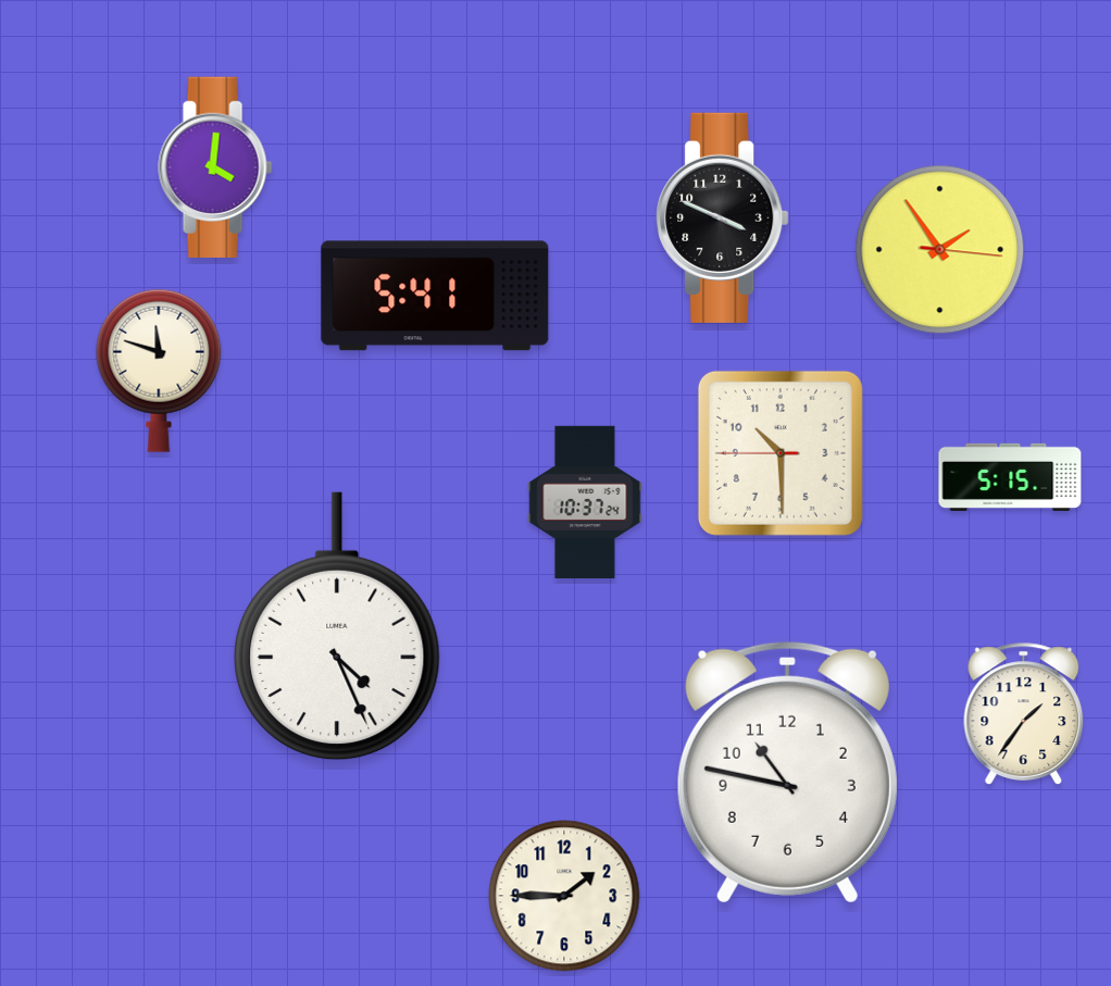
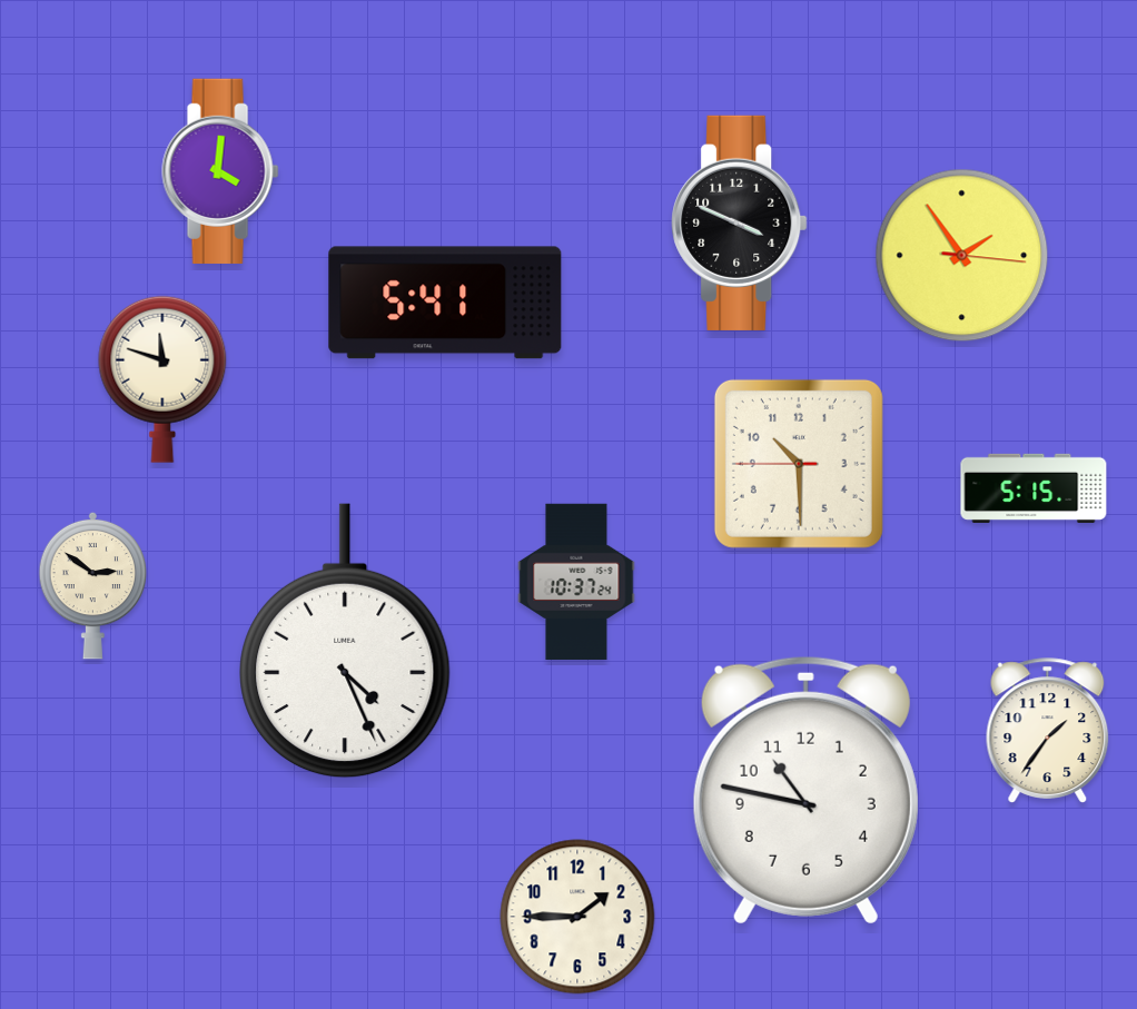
clock at (585, 502) position: (585, 502) -> (576, 582)
clock at (93, 585): none -> 2:51
